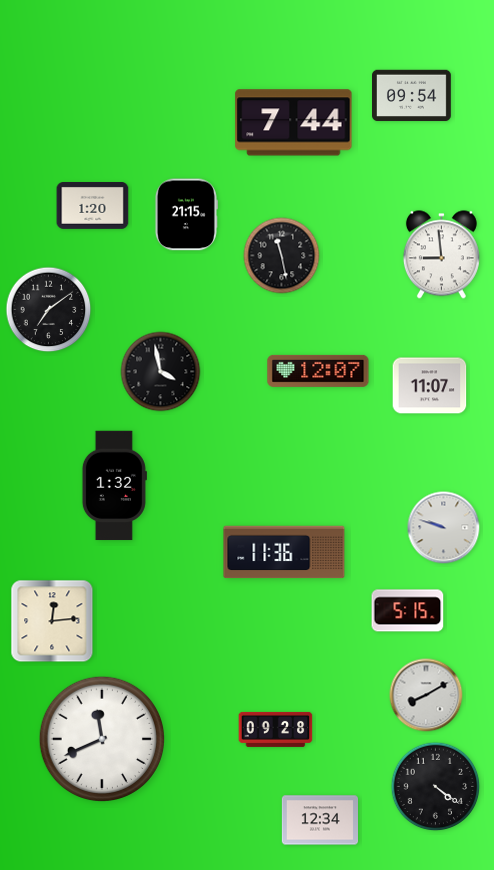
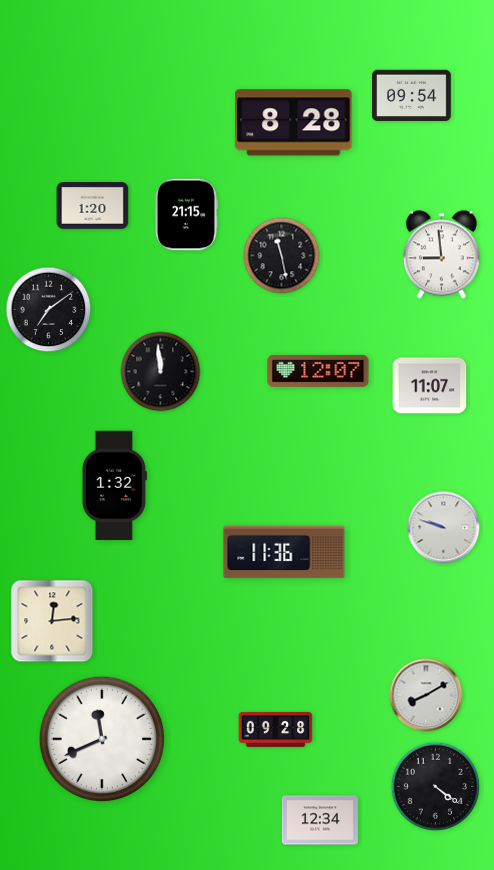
clock at (294, 123): 7:44 -> 8:28
clock at (161, 372): 3:58 -> 11:59
clock at (408, 611): 5:15 -> none
